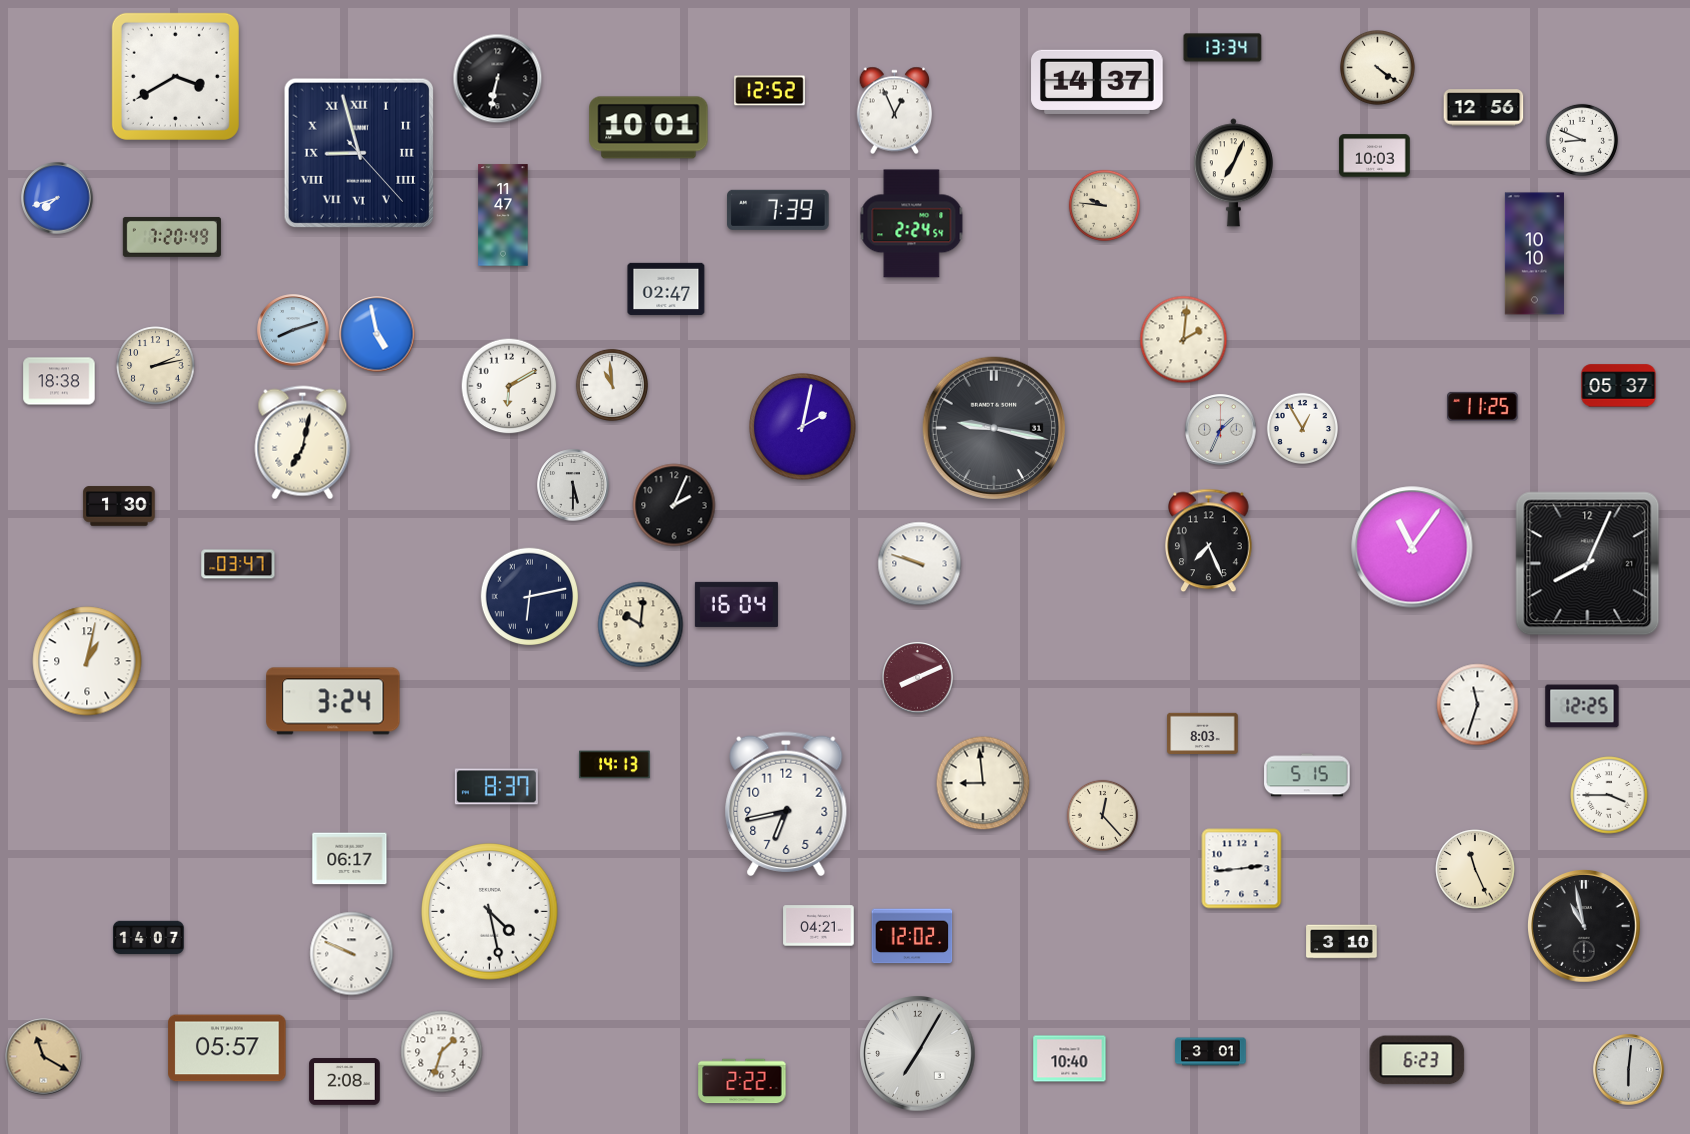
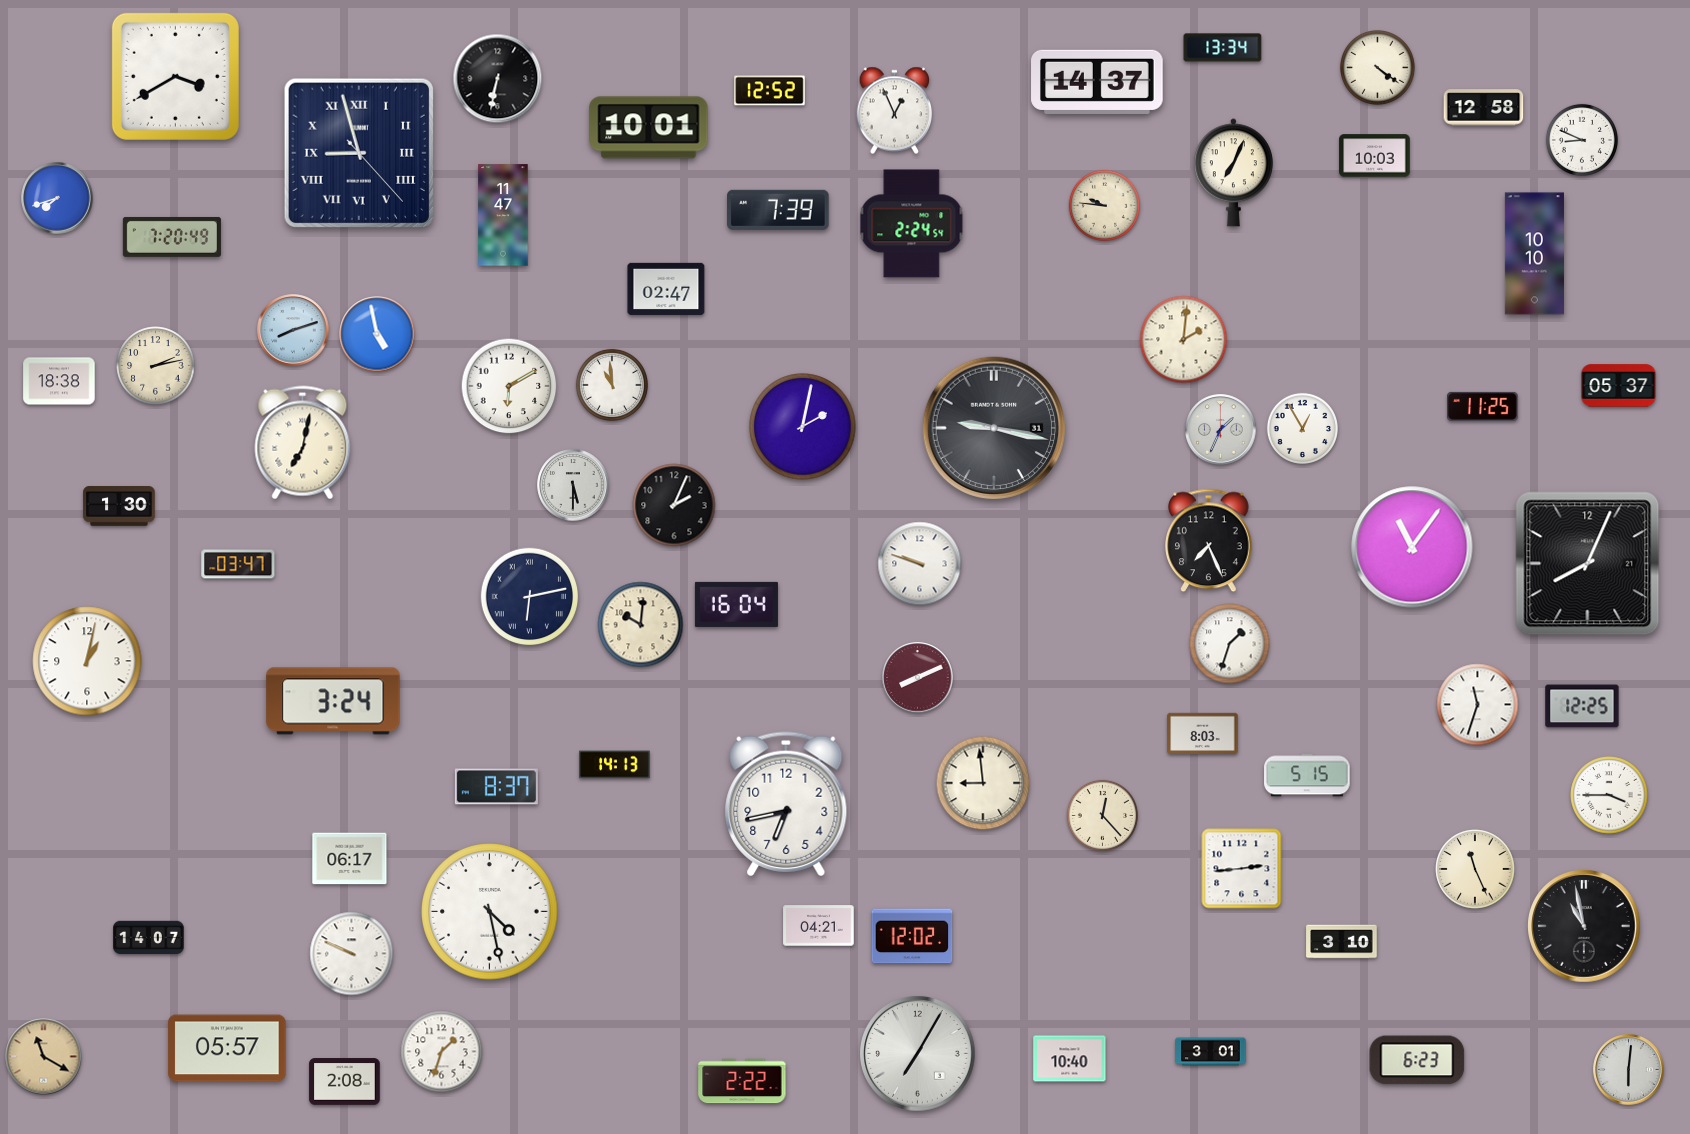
clock at (1484, 108): 12:56 -> 12:58
clock at (1230, 644): none -> 1:33
